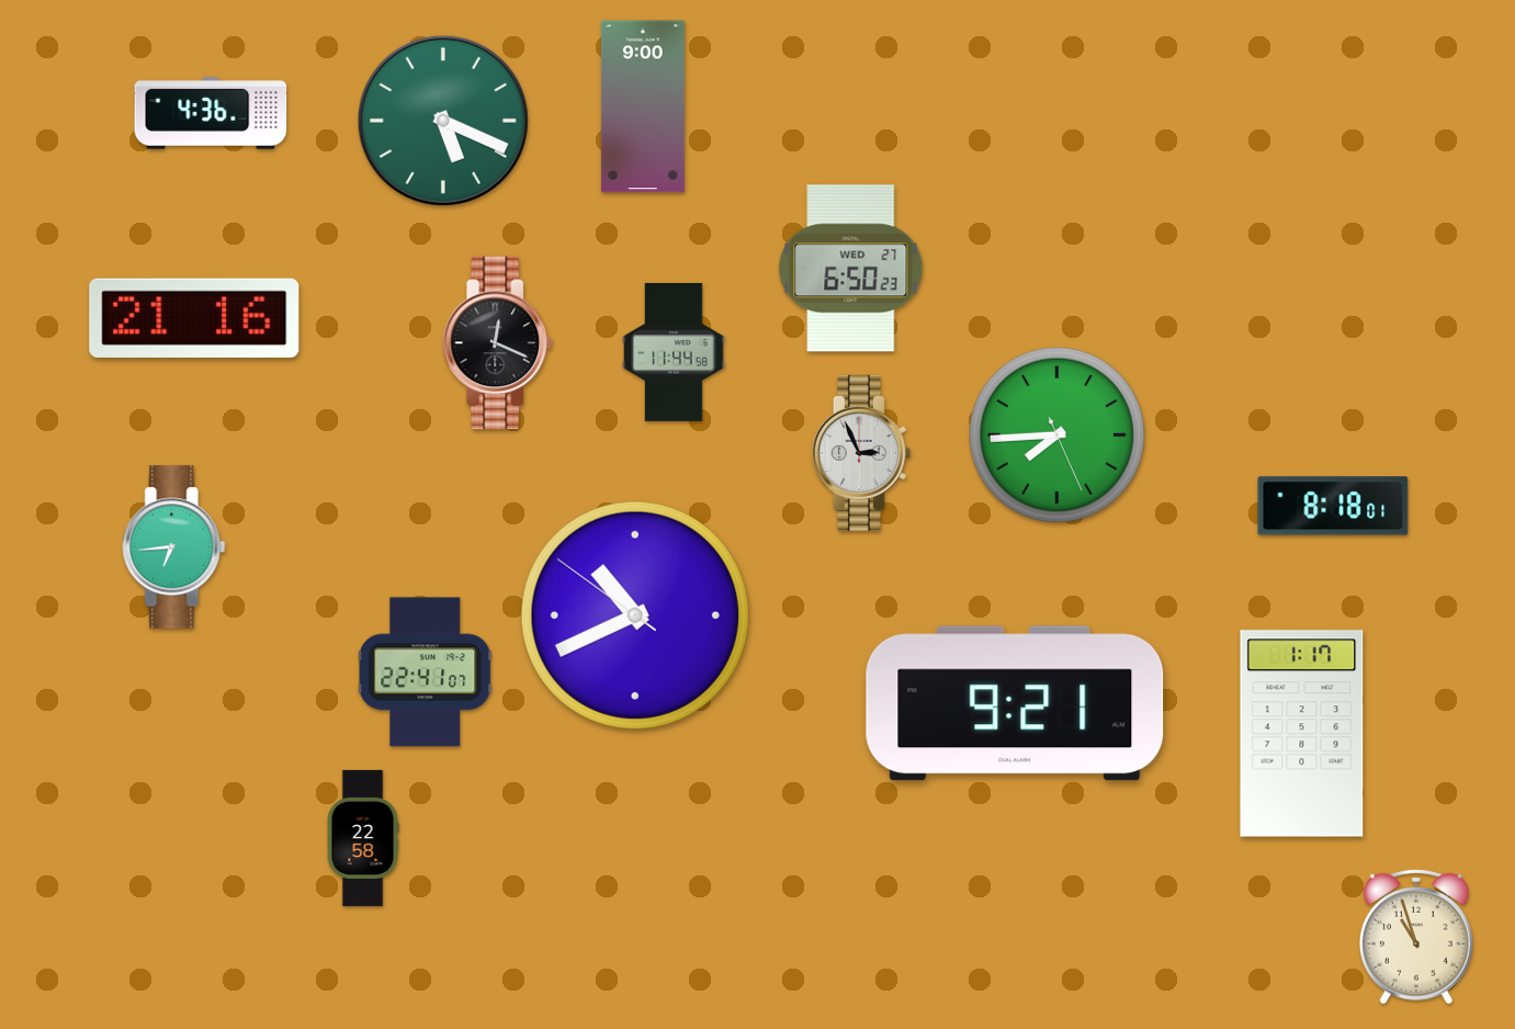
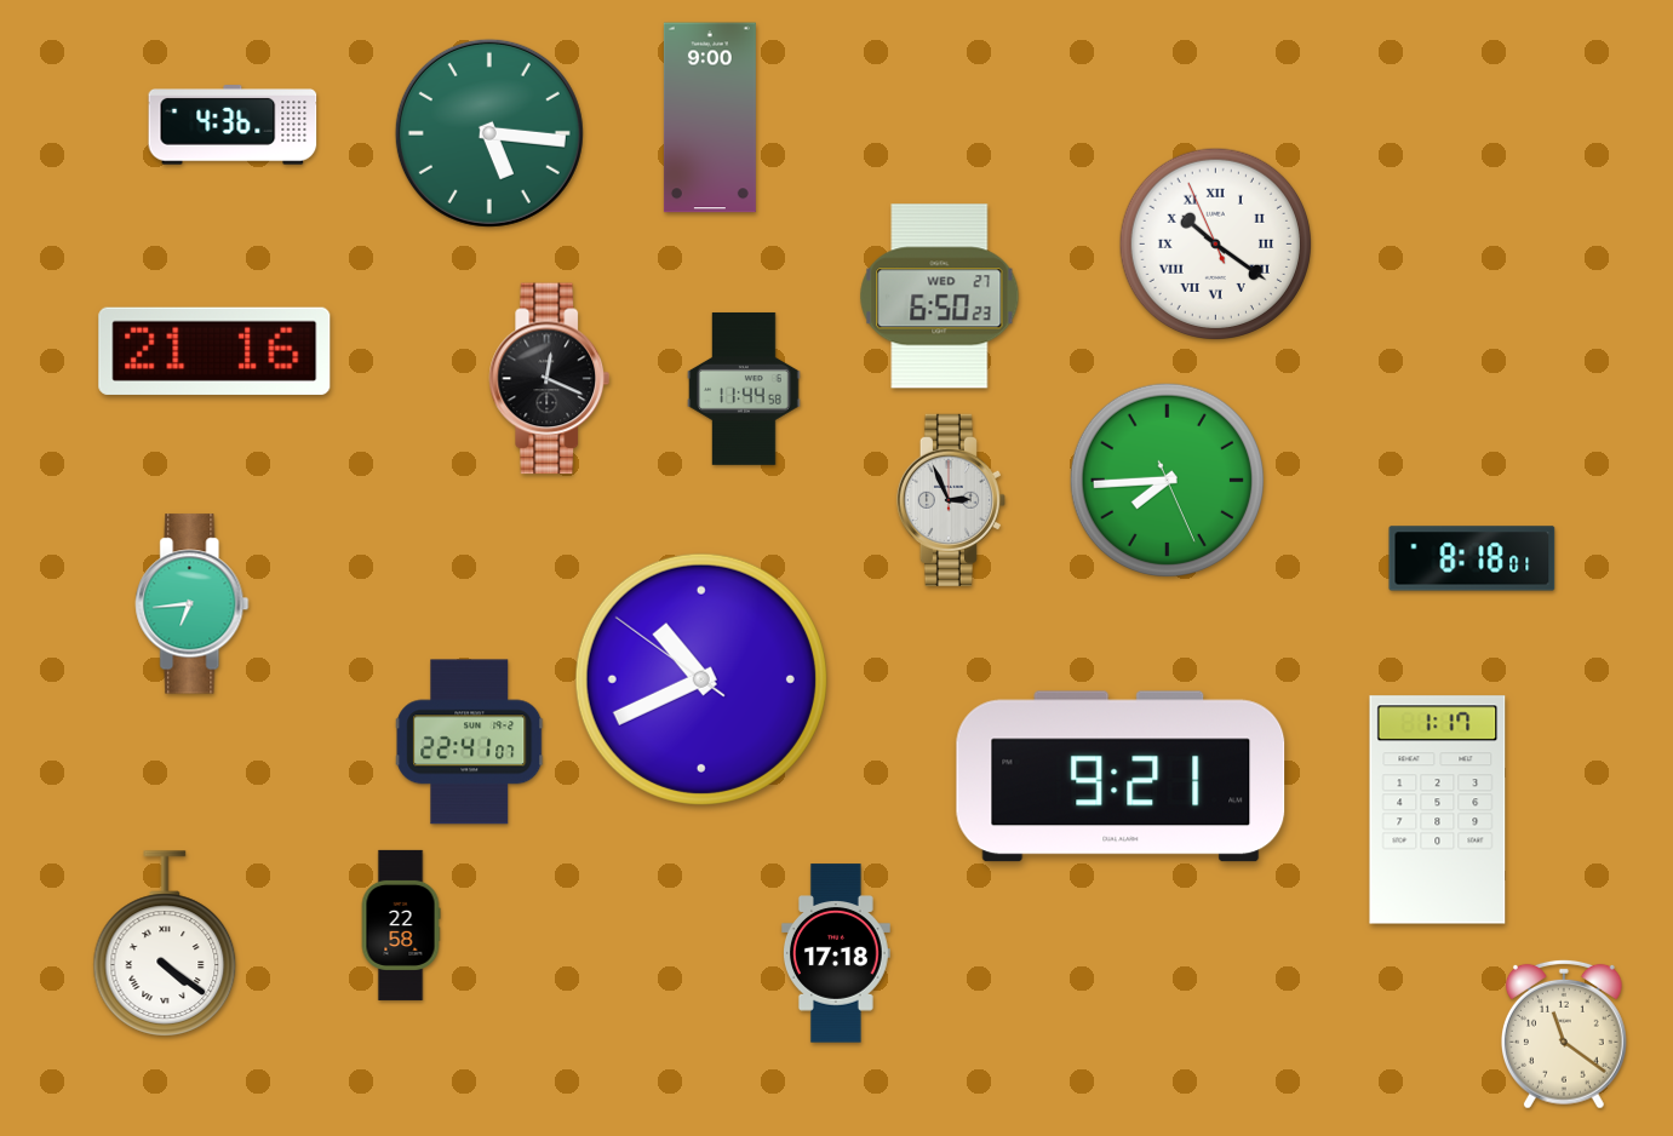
clock at (443, 121): 5:19 -> 5:16
clock at (1215, 243): none -> 10:20
clock at (165, 943): none -> 4:21
clock at (837, 953): none -> 17:18
clock at (1416, 937): 10:57 -> 11:21
